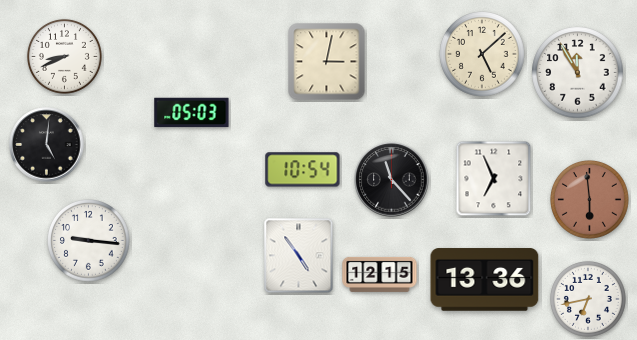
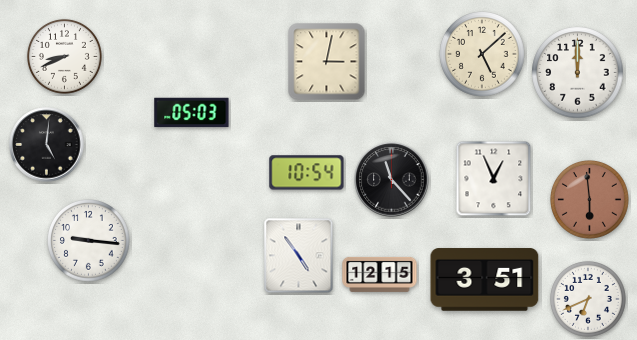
clock at (578, 73): 11:55 -> 12:00
clock at (303, 170) position: (303, 170) -> (307, 173)
clock at (494, 179): 6:56 -> 12:56
clock at (485, 280): 13:36 -> 3:51
clock at (588, 299): 6:43 -> 6:41
